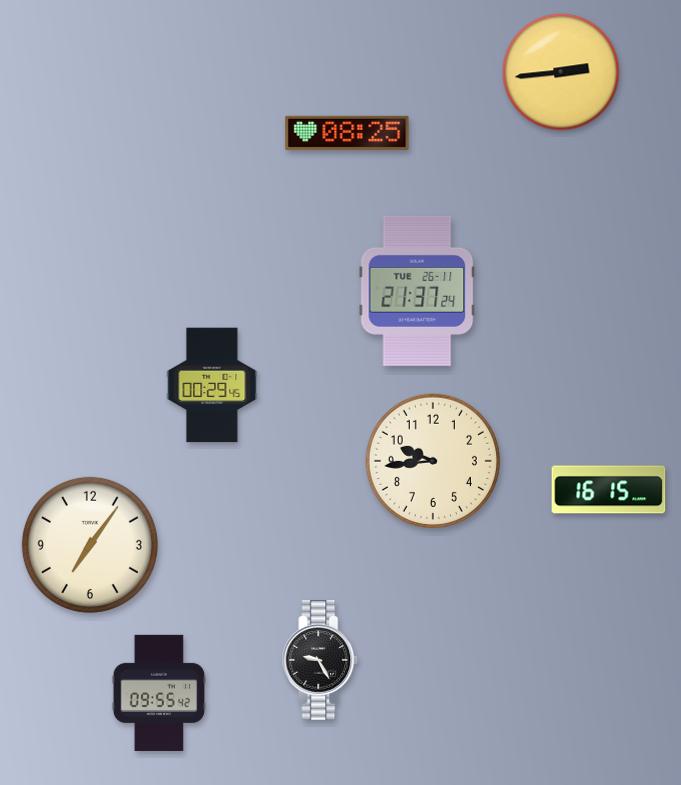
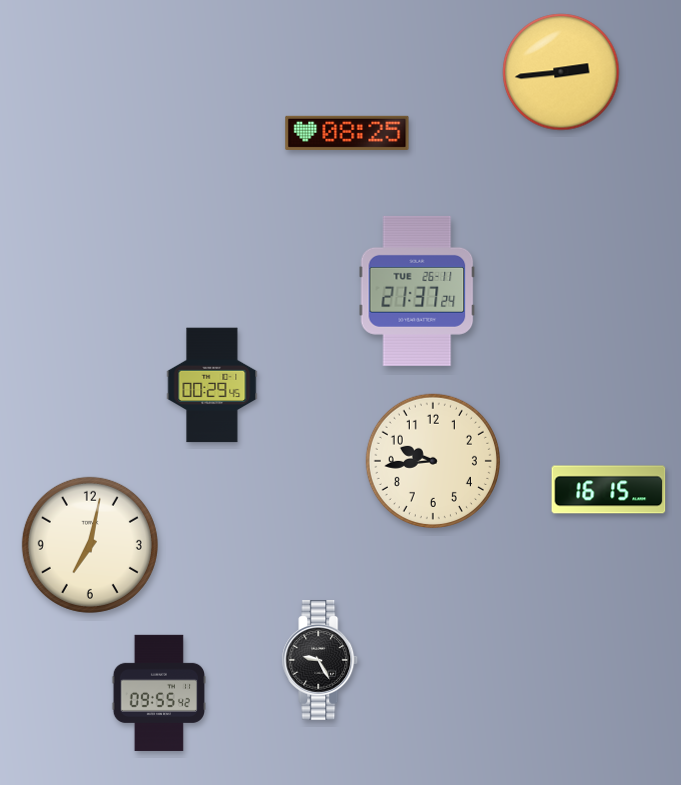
clock at (90, 545): 7:06 -> 7:02
